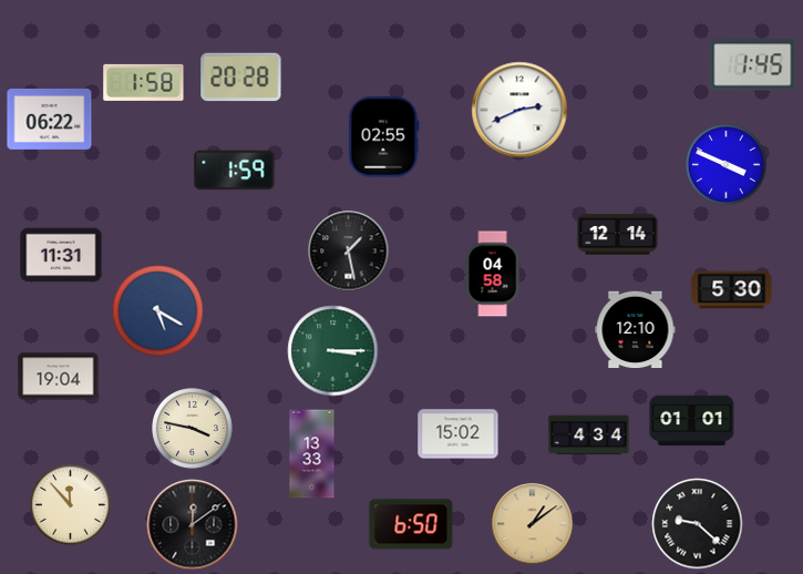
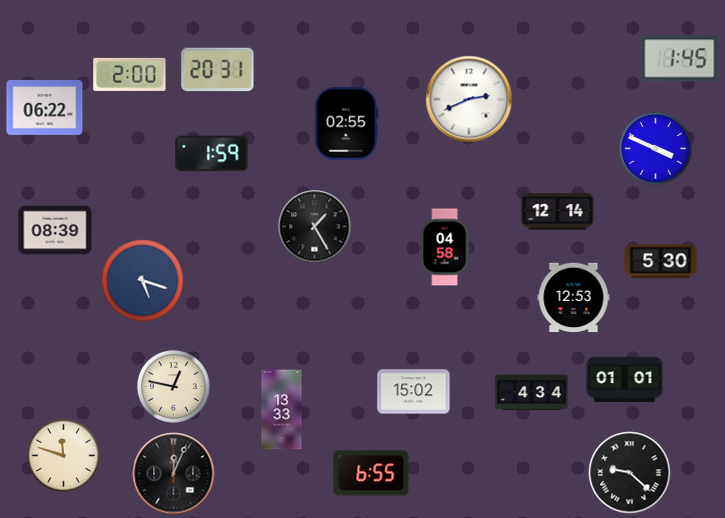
clock at (241, 78): 20:28 -> 20:31
clock at (144, 82): 1:58 -> 2:00
clock at (349, 252): 1:28 -> 1:25
clock at (61, 255): 11:31 -> 08:39
clock at (158, 311): 5:20 -> 5:18
clock at (636, 330): 12:10 -> 12:53
clock at (333, 351): 3:15 -> none
clock at (59, 377): 19:04 -> none
clock at (193, 429): 3:47 -> 12:47
clock at (71, 505): 11:53 -> 11:48
clock at (411, 524): 6:50 -> 6:55
clock at (533, 524): 1:09 -> none
clock at (193, 525): 12:09 -> 12:04
